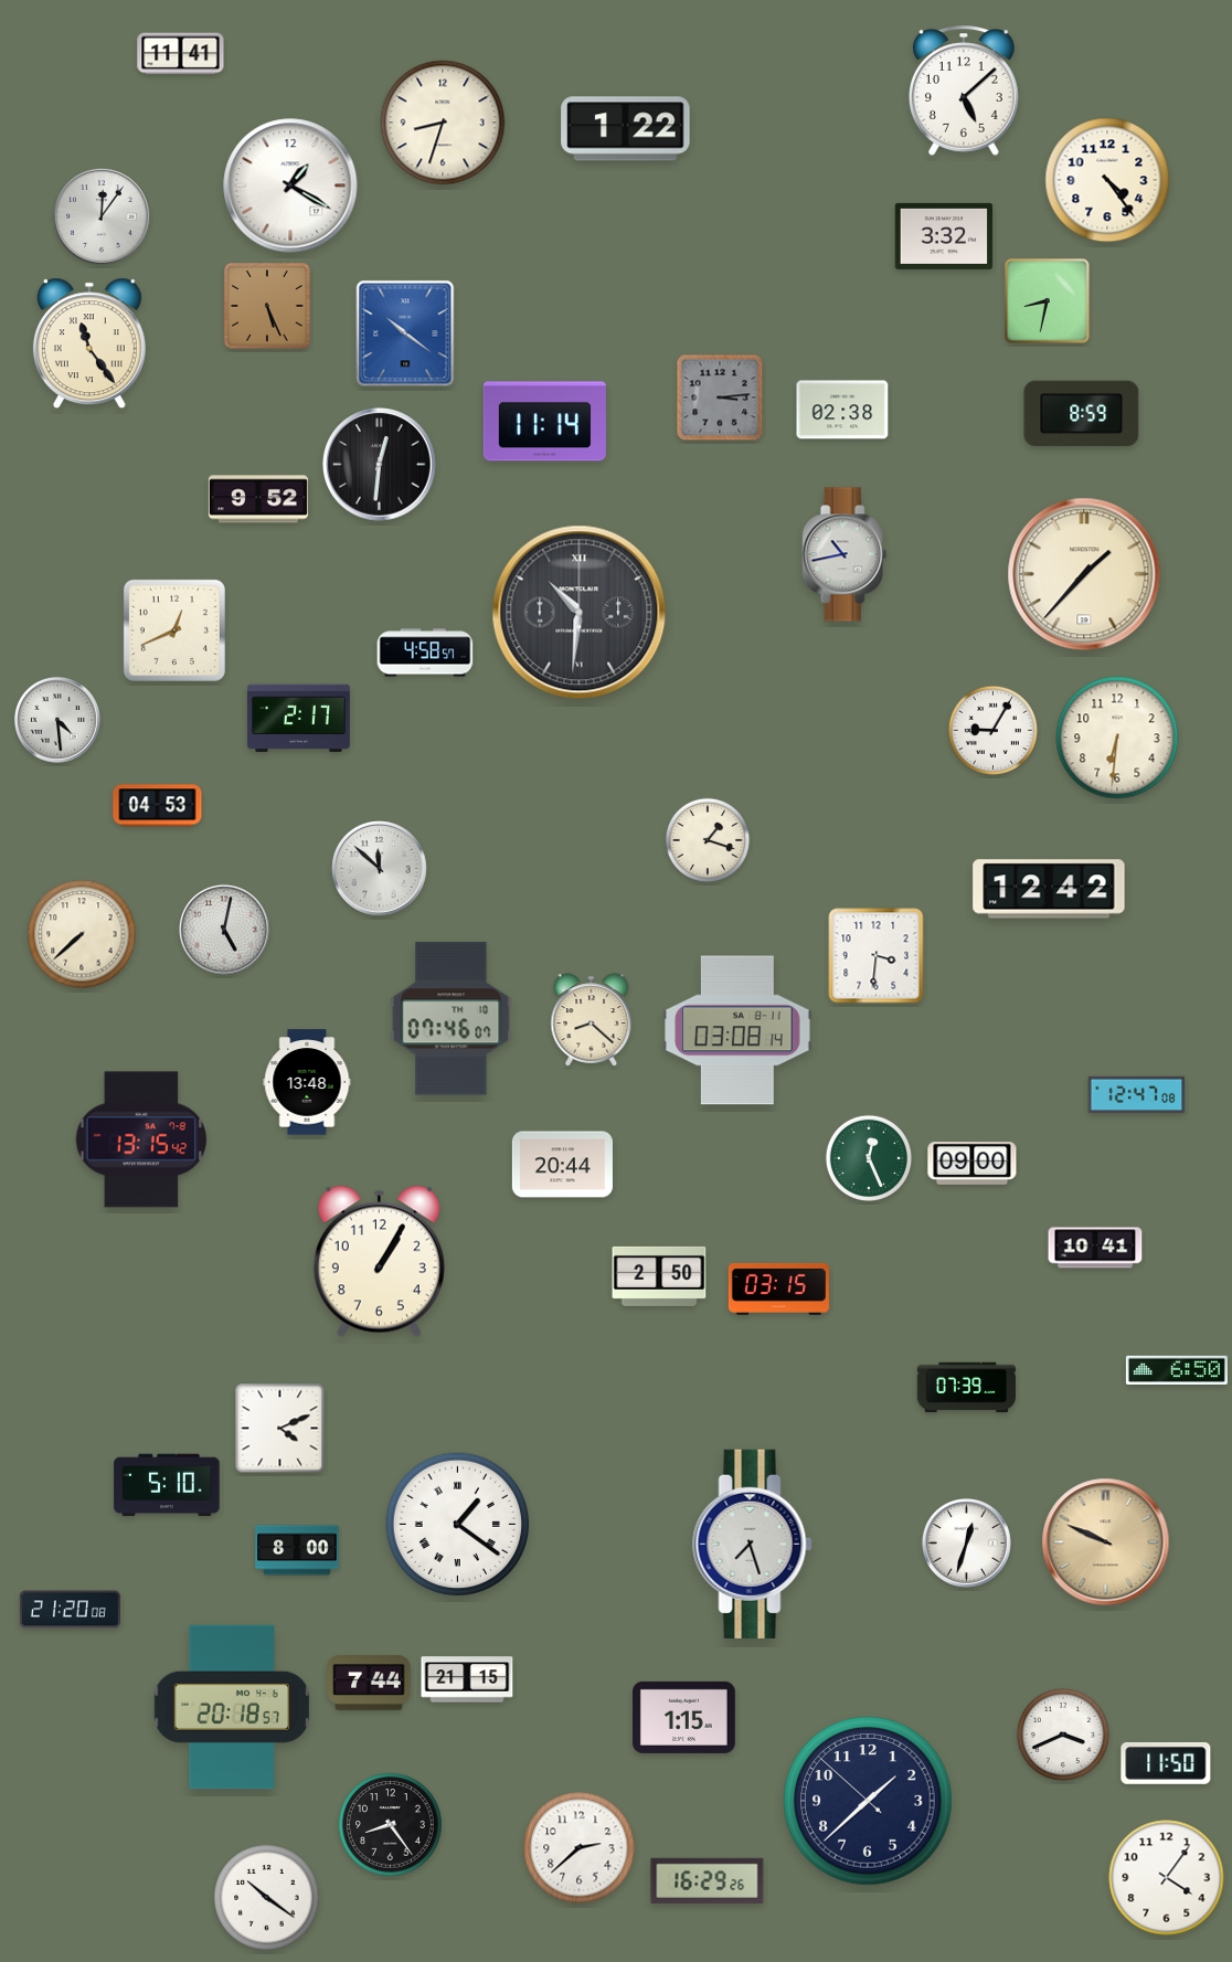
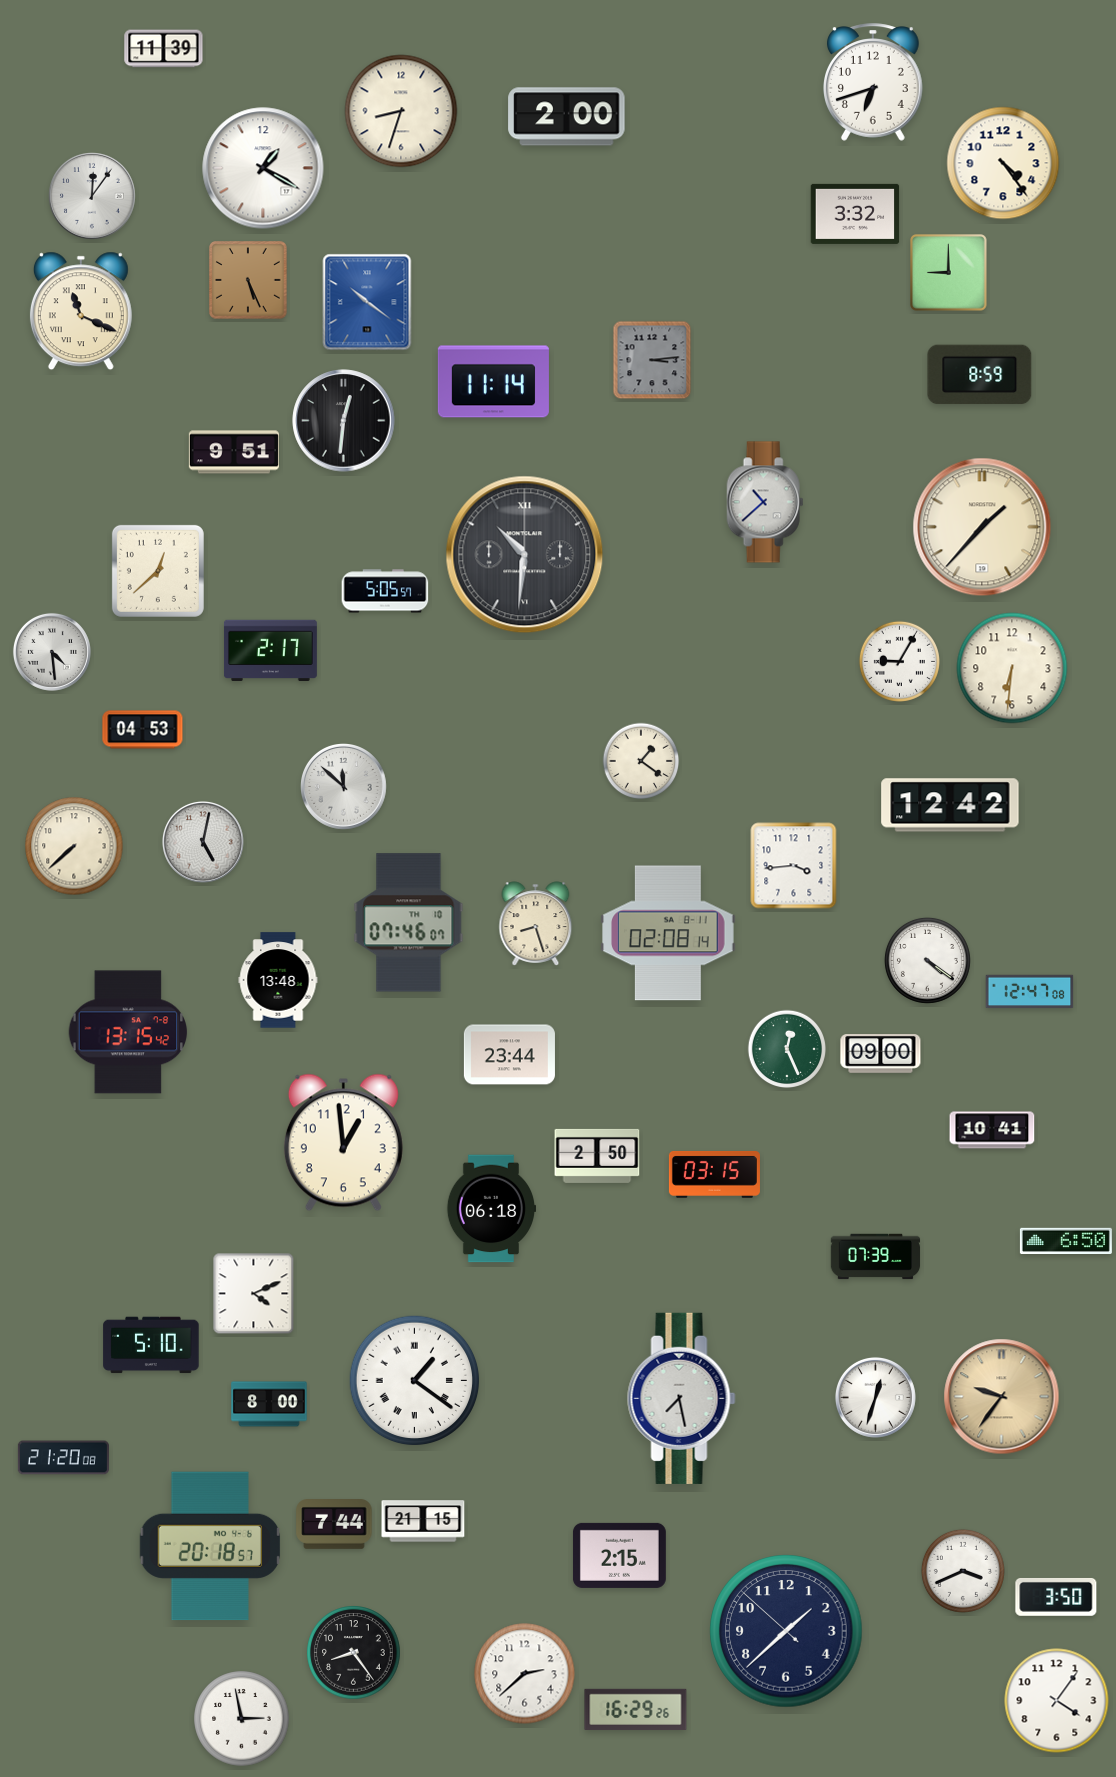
clock at (181, 54): 11:41 -> 11:39
clock at (965, 91): 5:08 -> 6:42
clock at (626, 129): 1:22 -> 2:00
clock at (1048, 301): 8:32 -> 9:00
clock at (268, 307) position: (268, 307) -> (249, 281)
clock at (89, 343): 11:24 -> 11:19
clock at (842, 410): 02:38 -> none
clock at (258, 499): 9:52 -> 9:51
clock at (845, 554): 10:43 -> 10:38
clock at (1084, 574) position: (1084, 574) -> (982, 527)
clock at (174, 630): 12:41 -> 12:38
clock at (425, 653): 4:58 -> 5:05
clock at (708, 840): 1:18 -> 1:21
clock at (877, 956): 3:31 -> 3:44
clock at (592, 1020): 8:22 -> 8:27
clock at (737, 1030): 03:08 -> 02:08
clock at (927, 960): none -> 4:21
clock at (562, 1165): 20:44 -> 23:44
clock at (379, 1262): 1:05 -> 12:59
clock at (778, 1288) position: (778, 1288) -> (714, 1174)
clock at (490, 1209): none -> 06:18
clock at (1106, 1542): 9:49 -> 9:36
clock at (753, 1544): 7:27 -> 7:28
clock at (683, 1717): 1:15 -> 2:15
clock at (1166, 1763): 11:50 -> 3:50
clock at (708, 1880) position: (708, 1880) -> (636, 1709)
clock at (267, 1898): 10:21 -> 2:58
